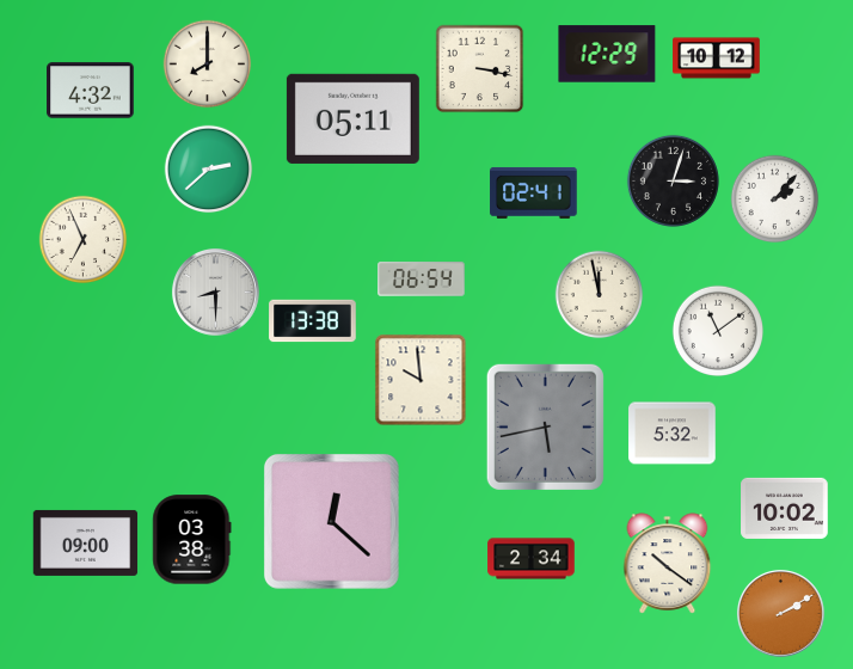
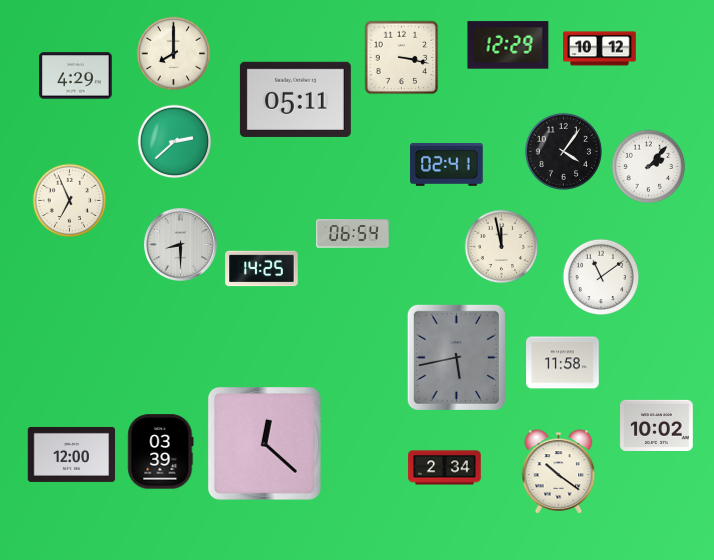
clock at (91, 91): 4:32 -> 4:29
clock at (673, 180): 3:03 -> 4:06
clock at (534, 192) position: (534, 192) -> (447, 164)
clock at (313, 321): 13:38 -> 14:25
clock at (421, 380): 9:59 -> none
clock at (673, 434): 5:32 -> 11:58
clock at (331, 521) position: (331, 521) -> (264, 443)
clock at (192, 540): 03:38 -> 03:39
clock at (86, 542): 09:00 -> 12:00
clock at (780, 613): 2:10 -> none
